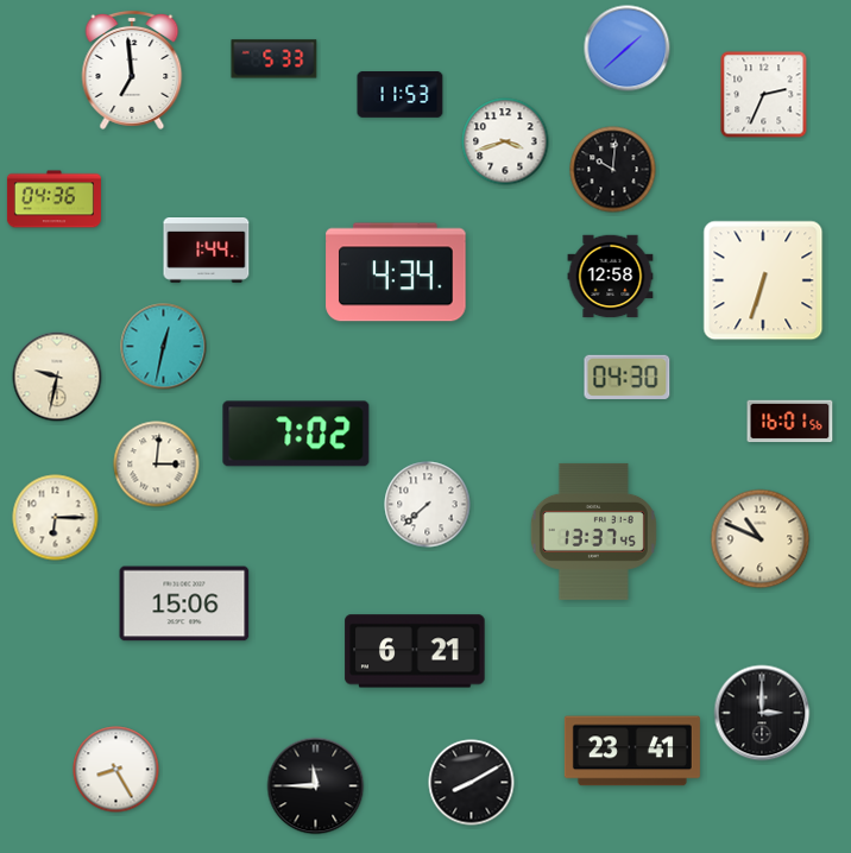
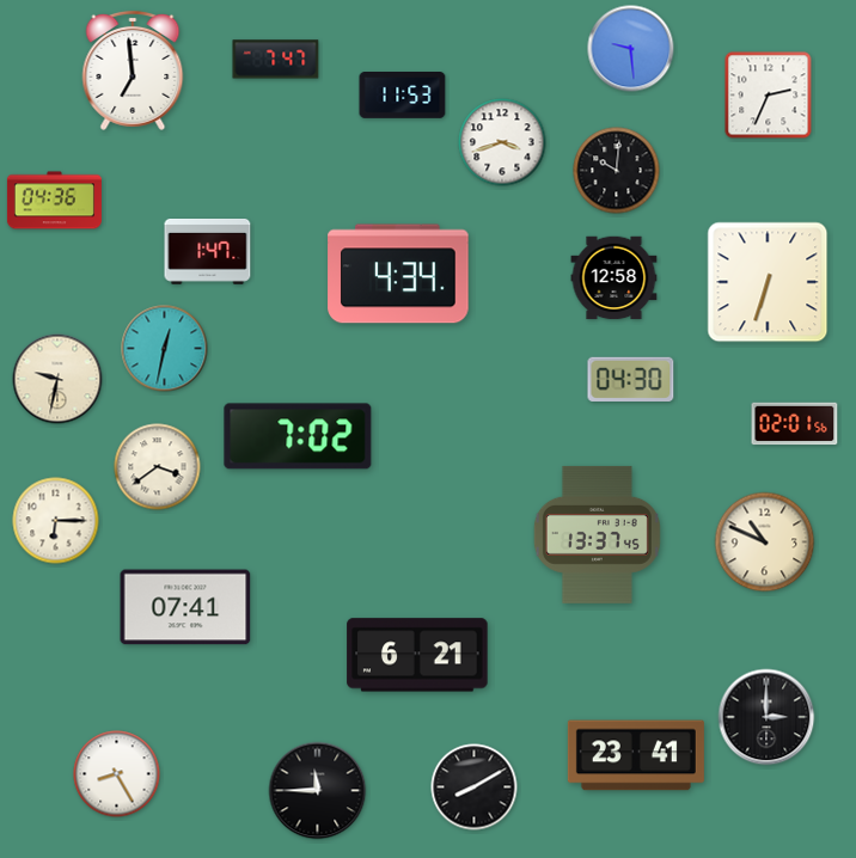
clock at (628, 49): 1:38 -> 9:29
clock at (275, 59): 5:33 -> 7:47
clock at (505, 141) position: (505, 141) -> (502, 142)
clock at (207, 251): 1:44 -> 1:47
clock at (790, 422): 16:01 -> 02:01
clock at (157, 465): 3:01 -> 3:39
clock at (428, 505): 7:38 -> none
clock at (184, 604): 15:06 -> 07:41
